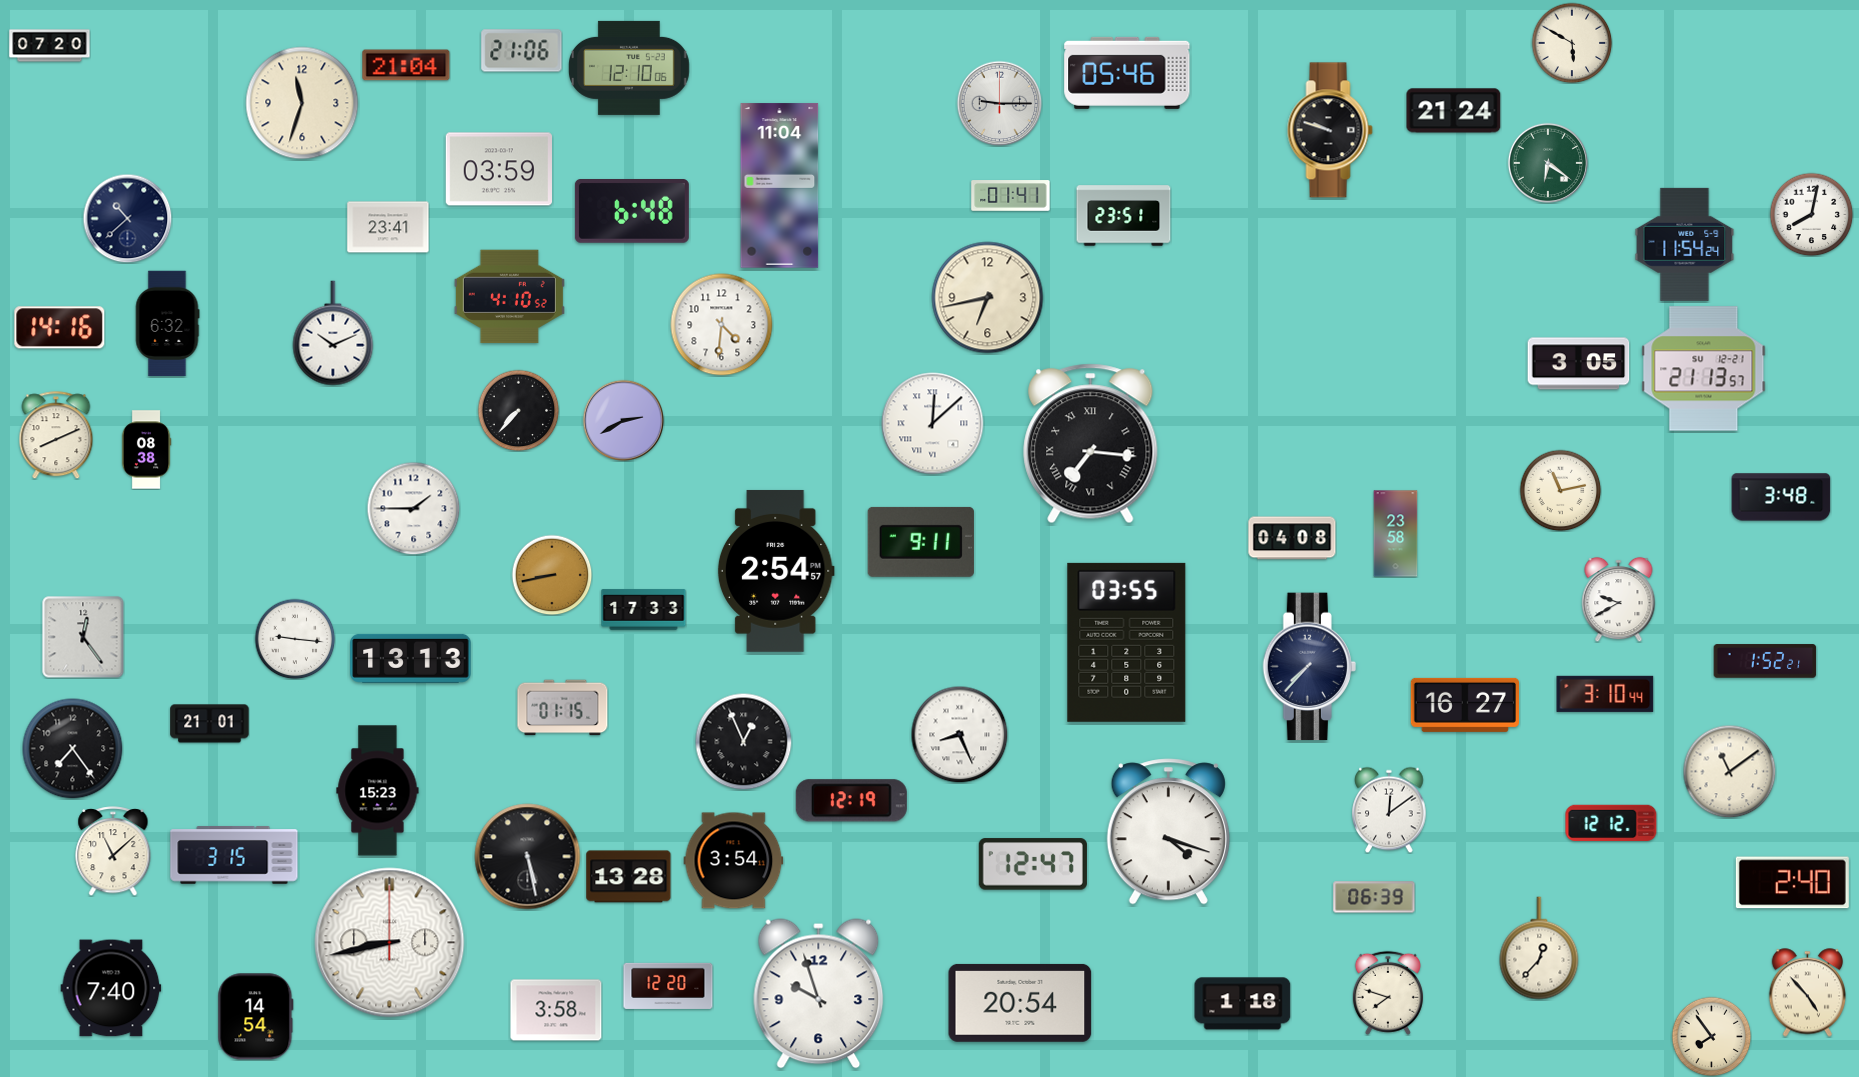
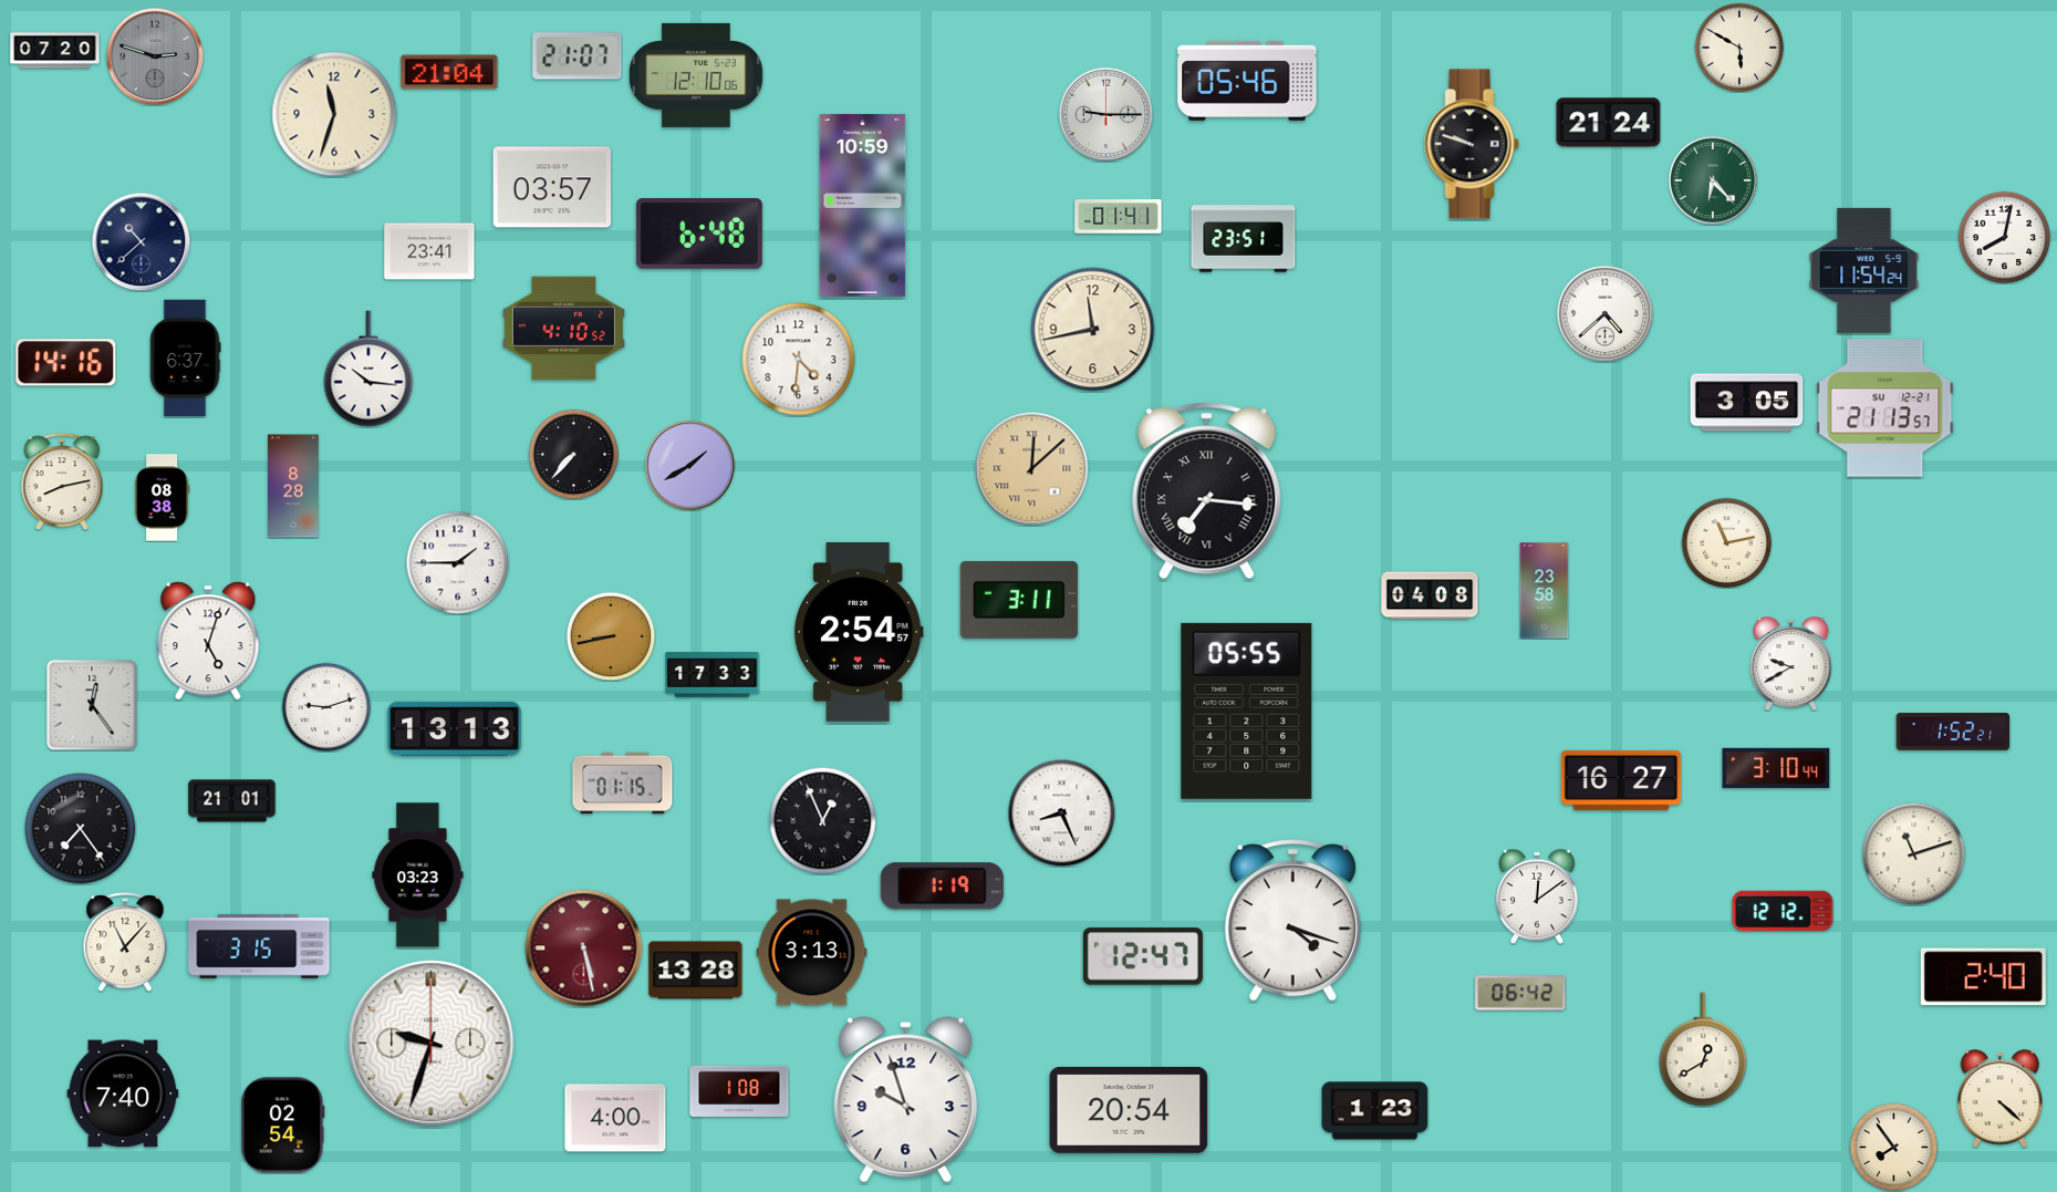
clock at (155, 56): none -> 2:48
clock at (522, 51): 21:06 -> 21:07
clock at (1547, 162): 6:21 -> 6:23
clock at (498, 169): 03:59 -> 03:57
clock at (780, 186): 11:04 -> 10:59
clock at (1604, 313): none -> 4:38
clock at (988, 298): 6:43 -> 11:43
clock at (167, 324): 6:32 -> 6:37
clock at (333, 333): 10:11 -> 10:16
clock at (623, 420): 2:40 -> 1:40
clock at (933, 424) dial: white -> champagne
clock at (56, 435): 8:11 -> 8:13
clock at (293, 486): none -> 8:28
clock at (1781, 497): 3:48 -> none
clock at (921, 542): 9:11 -> 3:11
clock at (208, 641): none -> 5:03
clock at (295, 639): 9:16 -> 9:12
clock at (1127, 642): 03:55 -> 05:55
clock at (1309, 667): 7:37 -> none
clock at (1729, 771): 11:09 -> 11:12
clock at (378, 791): 15:23 -> 03:23
clock at (851, 801): 12:19 -> 1:19
clock at (113, 851): 11:08 -> 11:07
clock at (528, 857) dial: black -> burgundy
clock at (734, 861): 3:54 -> 3:13
clock at (1374, 897): 06:39 -> 06:42
clock at (390, 943): 8:43 -> 9:33
clock at (1539, 948): 12:37 -> 12:40
clock at (668, 986): 12:20 -> 1:08
clock at (1388, 993): 7:48 -> none
clock at (1807, 993): 4:53 -> 4:22
clock at (1243, 1004): 1:18 -> 1:23
clock at (556, 1010): 3:58 -> 4:00
clock at (256, 1017): 14:54 -> 02:54
